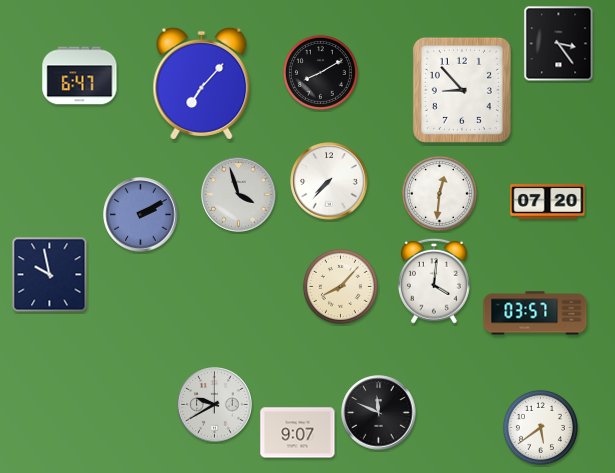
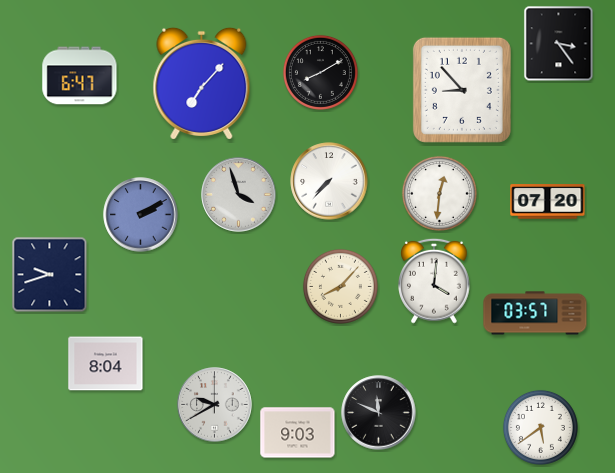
clock at (50, 275): 9:58 -> 9:42
clock at (106, 364): none -> 8:04
clock at (298, 433): 9:07 -> 9:03
